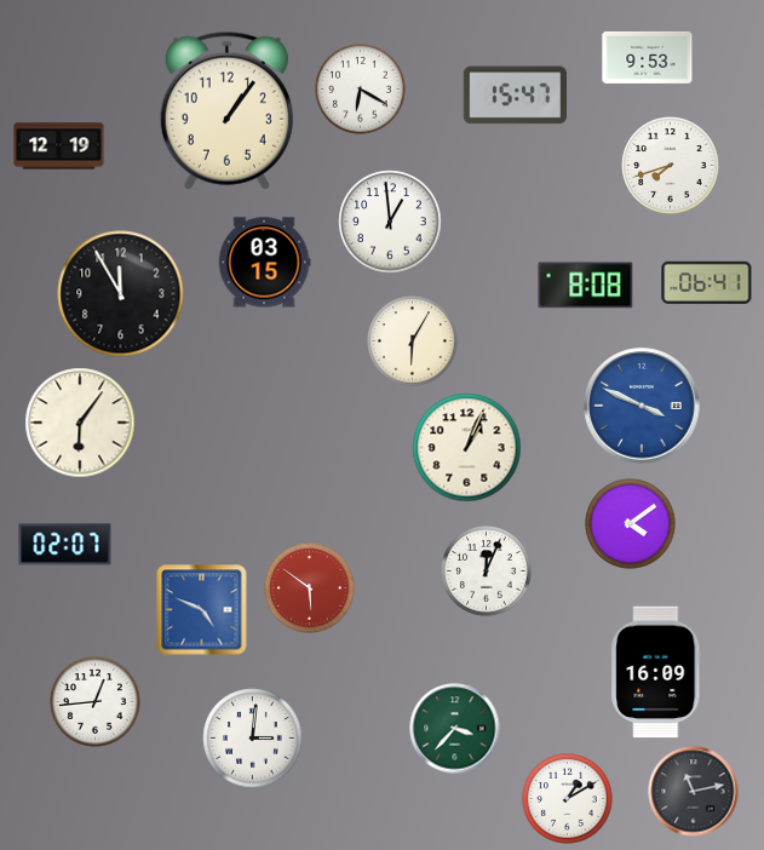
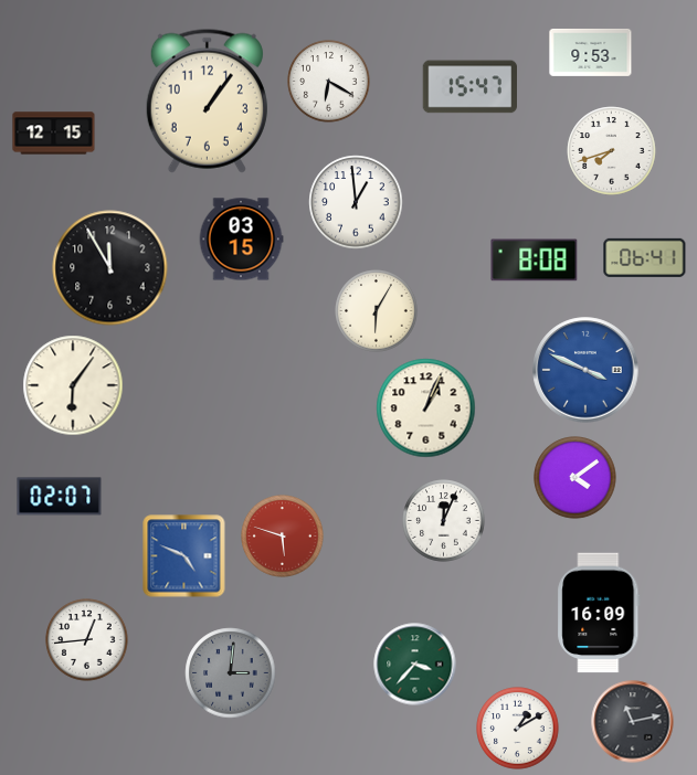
clock at (59, 147): 12:19 -> 12:15
clock at (310, 588): 5:51 -> 5:48
clock at (253, 739) dial: white -> grey
